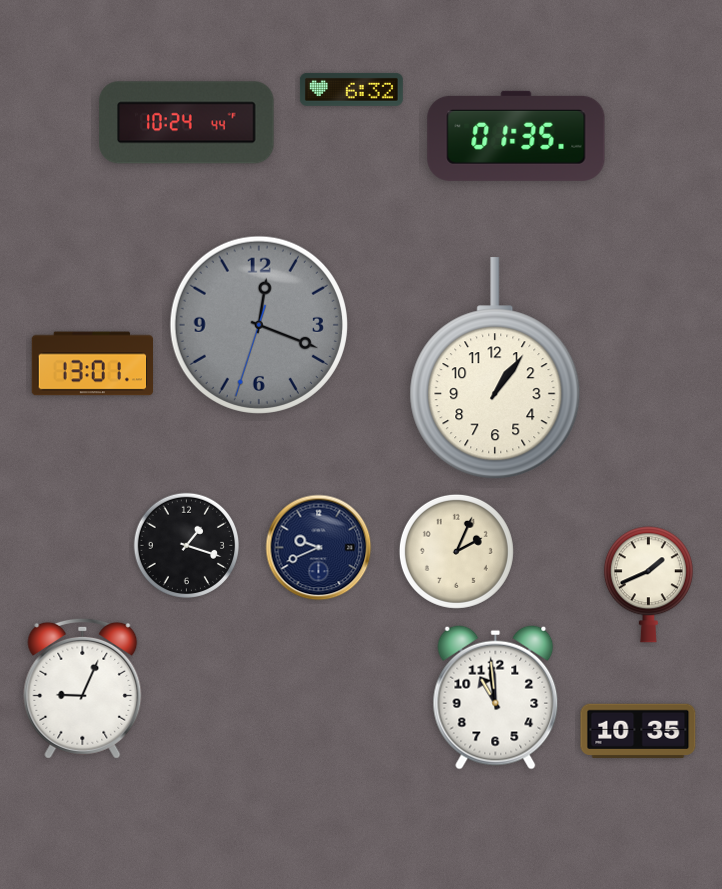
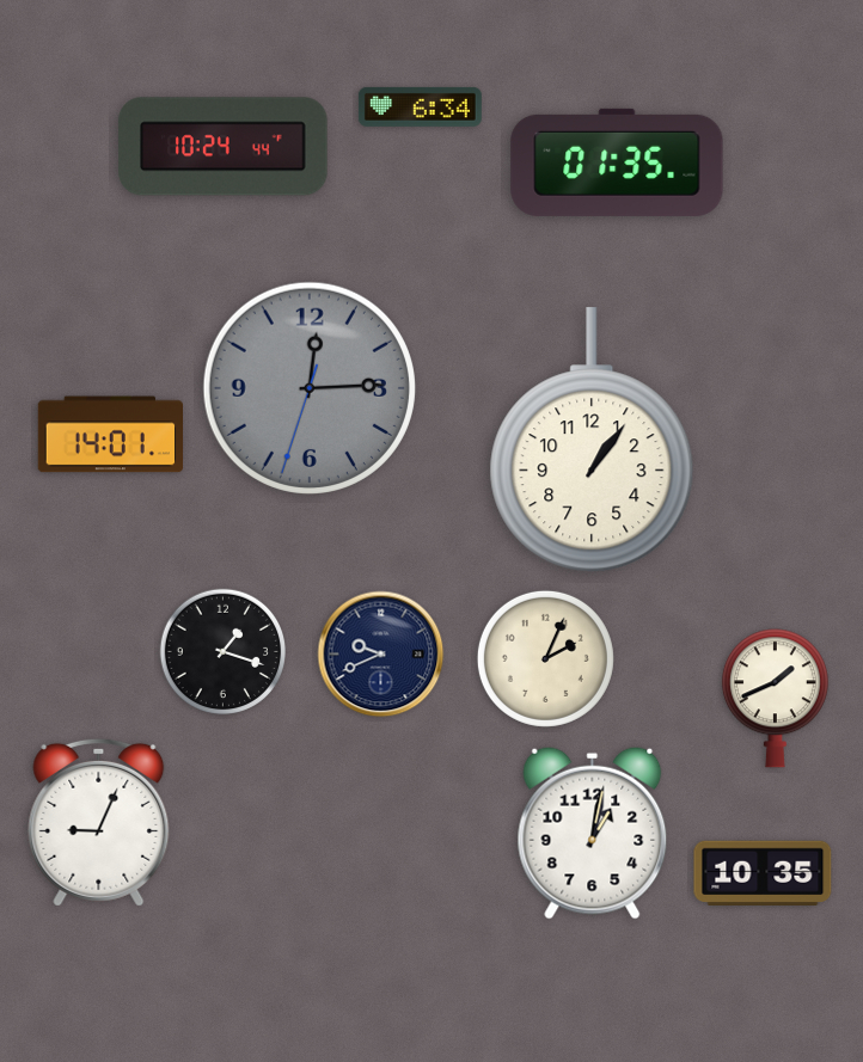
clock at (351, 89): 6:32 -> 6:34
clock at (259, 325): 12:18 -> 12:14
clock at (92, 364): 13:01 -> 14:01
clock at (496, 697): 10:59 -> 1:02
